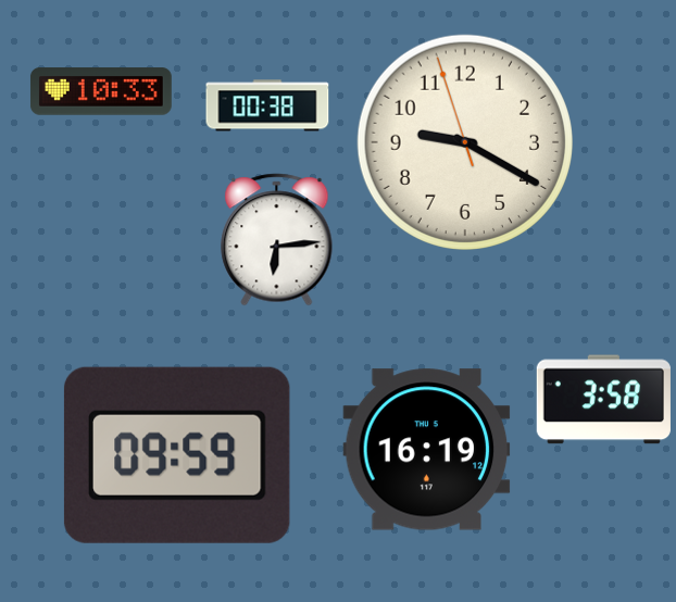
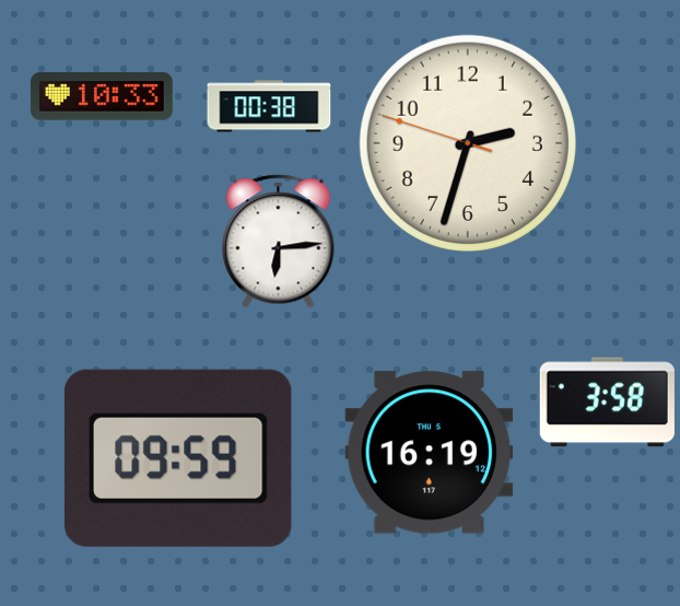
clock at (101, 91) position: (101, 91) -> (102, 96)
clock at (465, 142): 9:19 -> 2:32
